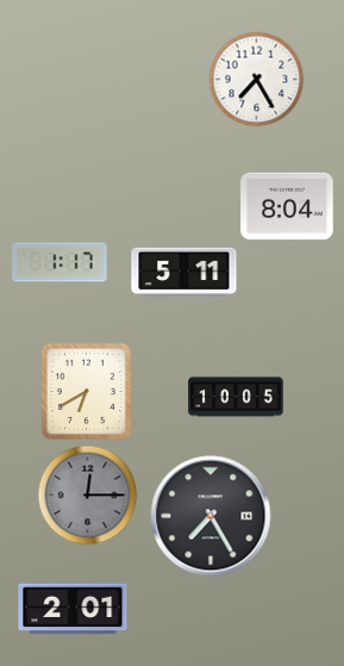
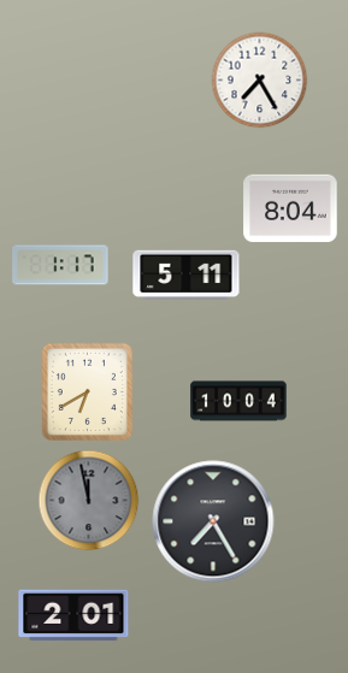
clock at (86, 391) position: (86, 391) -> (87, 391)
clock at (236, 397): 10:05 -> 10:04
clock at (87, 494): 12:15 -> 11:58
